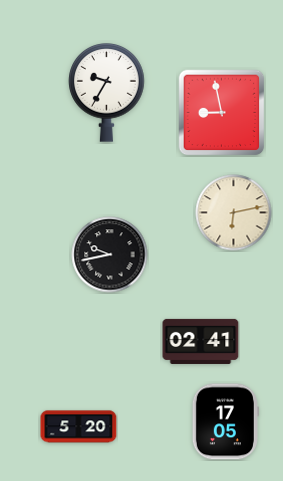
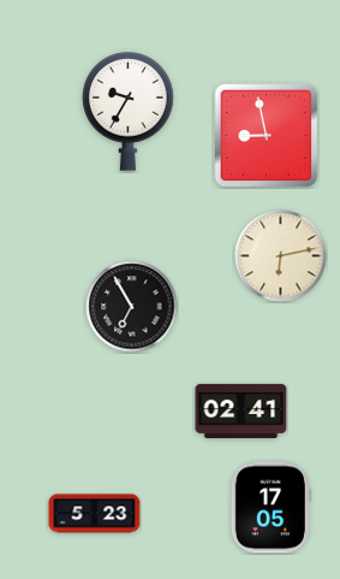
clock at (110, 255): 9:43 -> 6:55
clock at (79, 427): 5:20 -> 5:23
